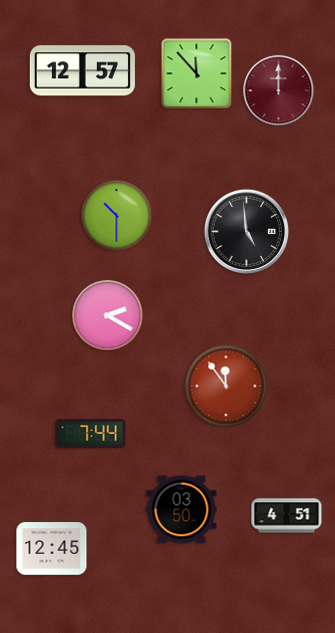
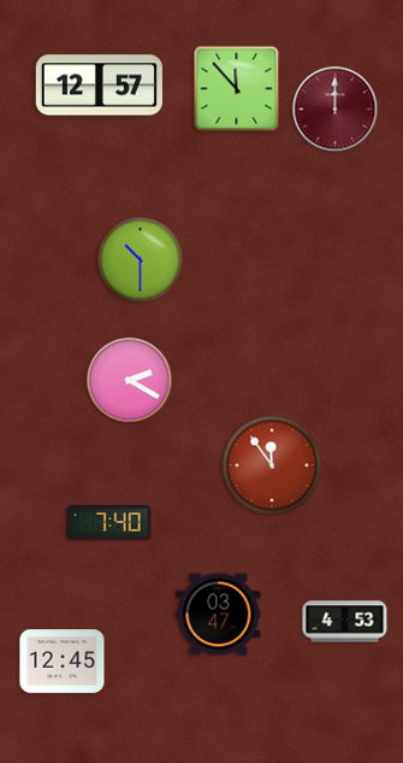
clock at (247, 232): 4:59 -> none
clock at (91, 434): 7:44 -> 7:40
clock at (182, 510): 03:50 -> 03:47
clock at (287, 516): 4:51 -> 4:53
